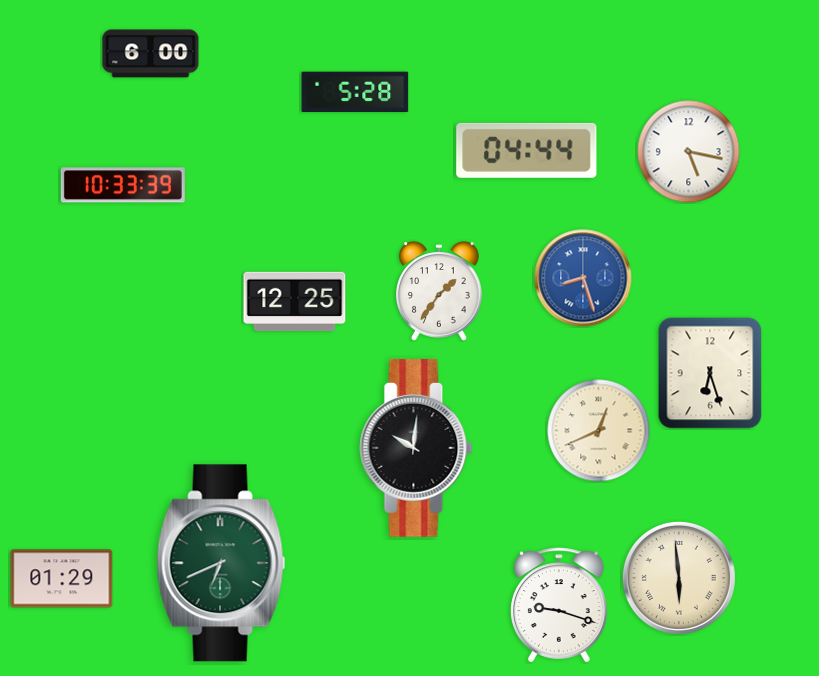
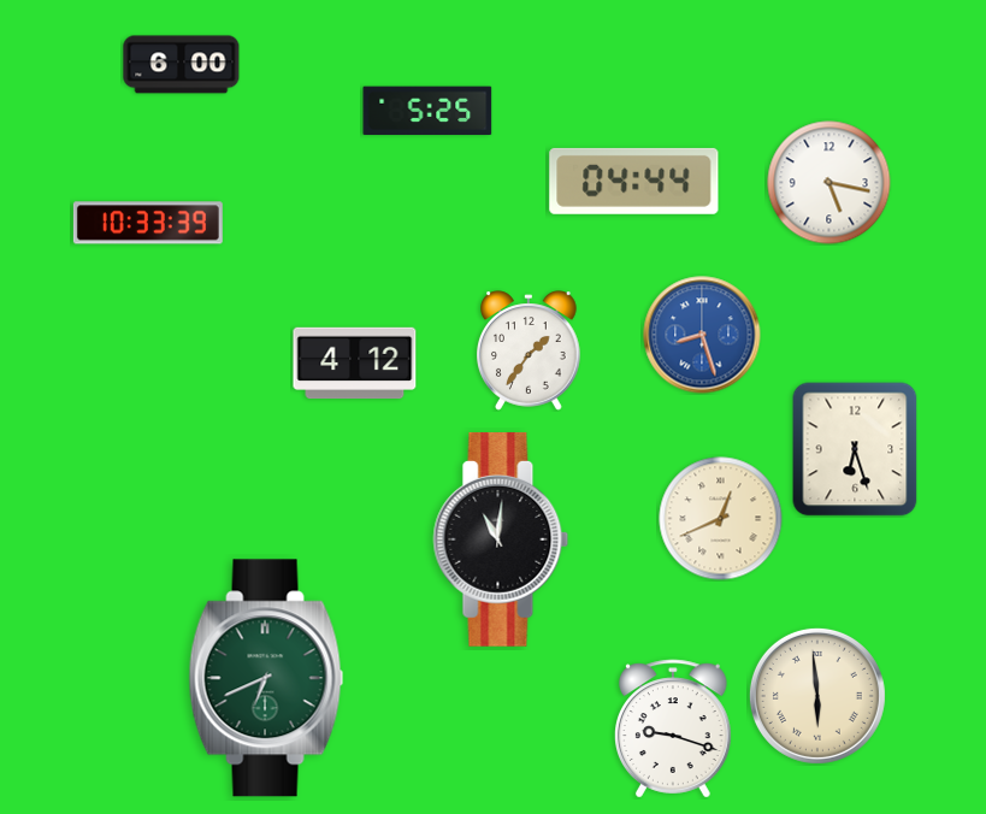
clock at (355, 92): 5:28 -> 5:25
clock at (295, 302): 12:25 -> 4:12
clock at (416, 448): 10:01 -> 11:01
clock at (62, 579): 01:29 -> none
